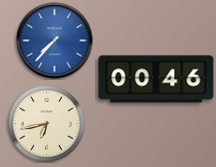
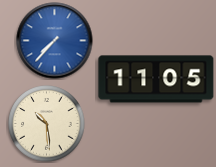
clock at (156, 79): 00:46 -> 11:05
clock at (47, 124): 6:43 -> 10:29
